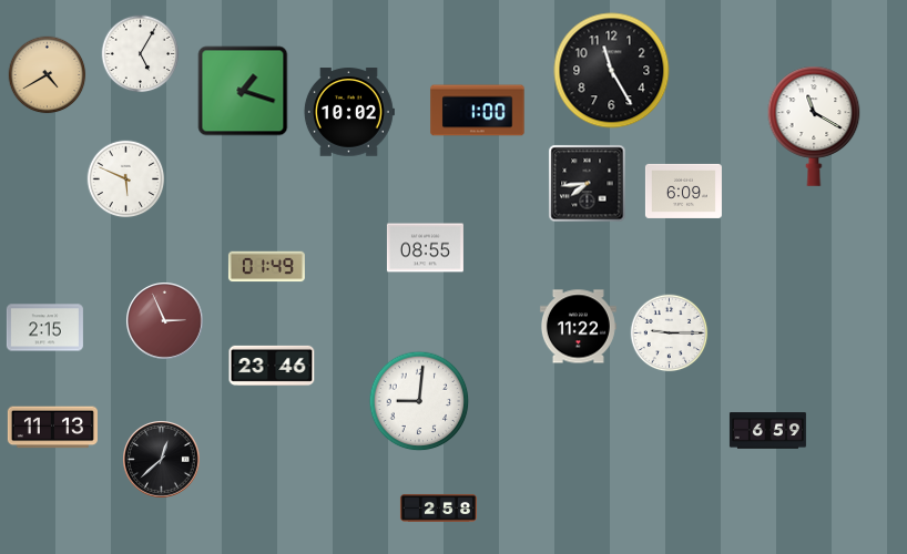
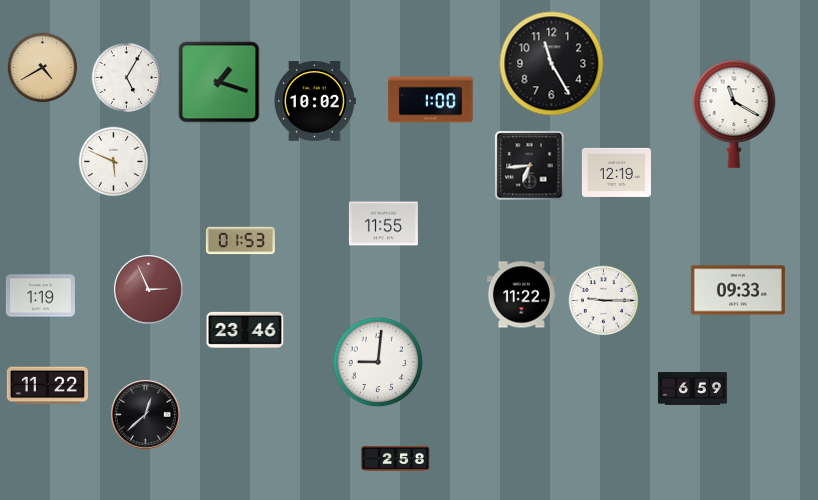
clock at (141, 54) position: (141, 54) -> (127, 78)
clock at (588, 184): 7:44 -> 6:44
clock at (683, 191): 6:09 -> 12:19
clock at (425, 248): 08:55 -> 11:55
clock at (266, 267): 01:49 -> 01:53
clock at (738, 290): none -> 09:33
clock at (44, 328): 2:15 -> 1:19
clock at (52, 428): 11:13 -> 11:22
